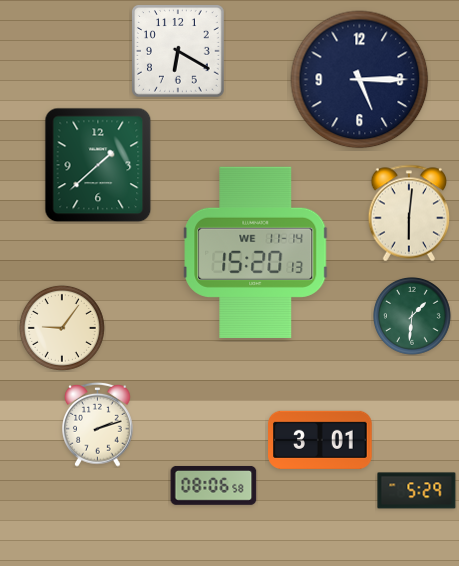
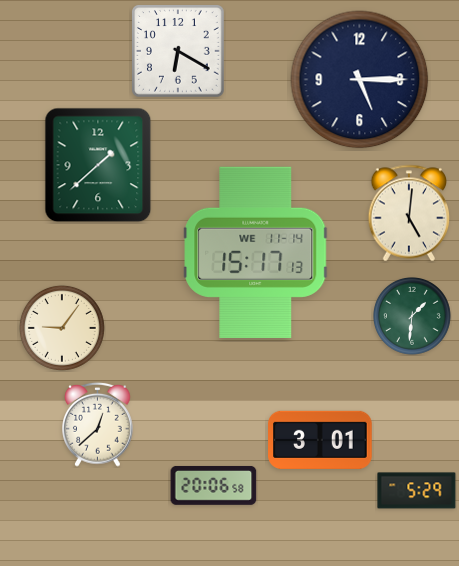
clock at (408, 213): 6:01 -> 5:01
clock at (256, 252): 15:20 -> 15:17
clock at (98, 424): 2:12 -> 12:38
clock at (214, 486): 08:06 -> 20:06
